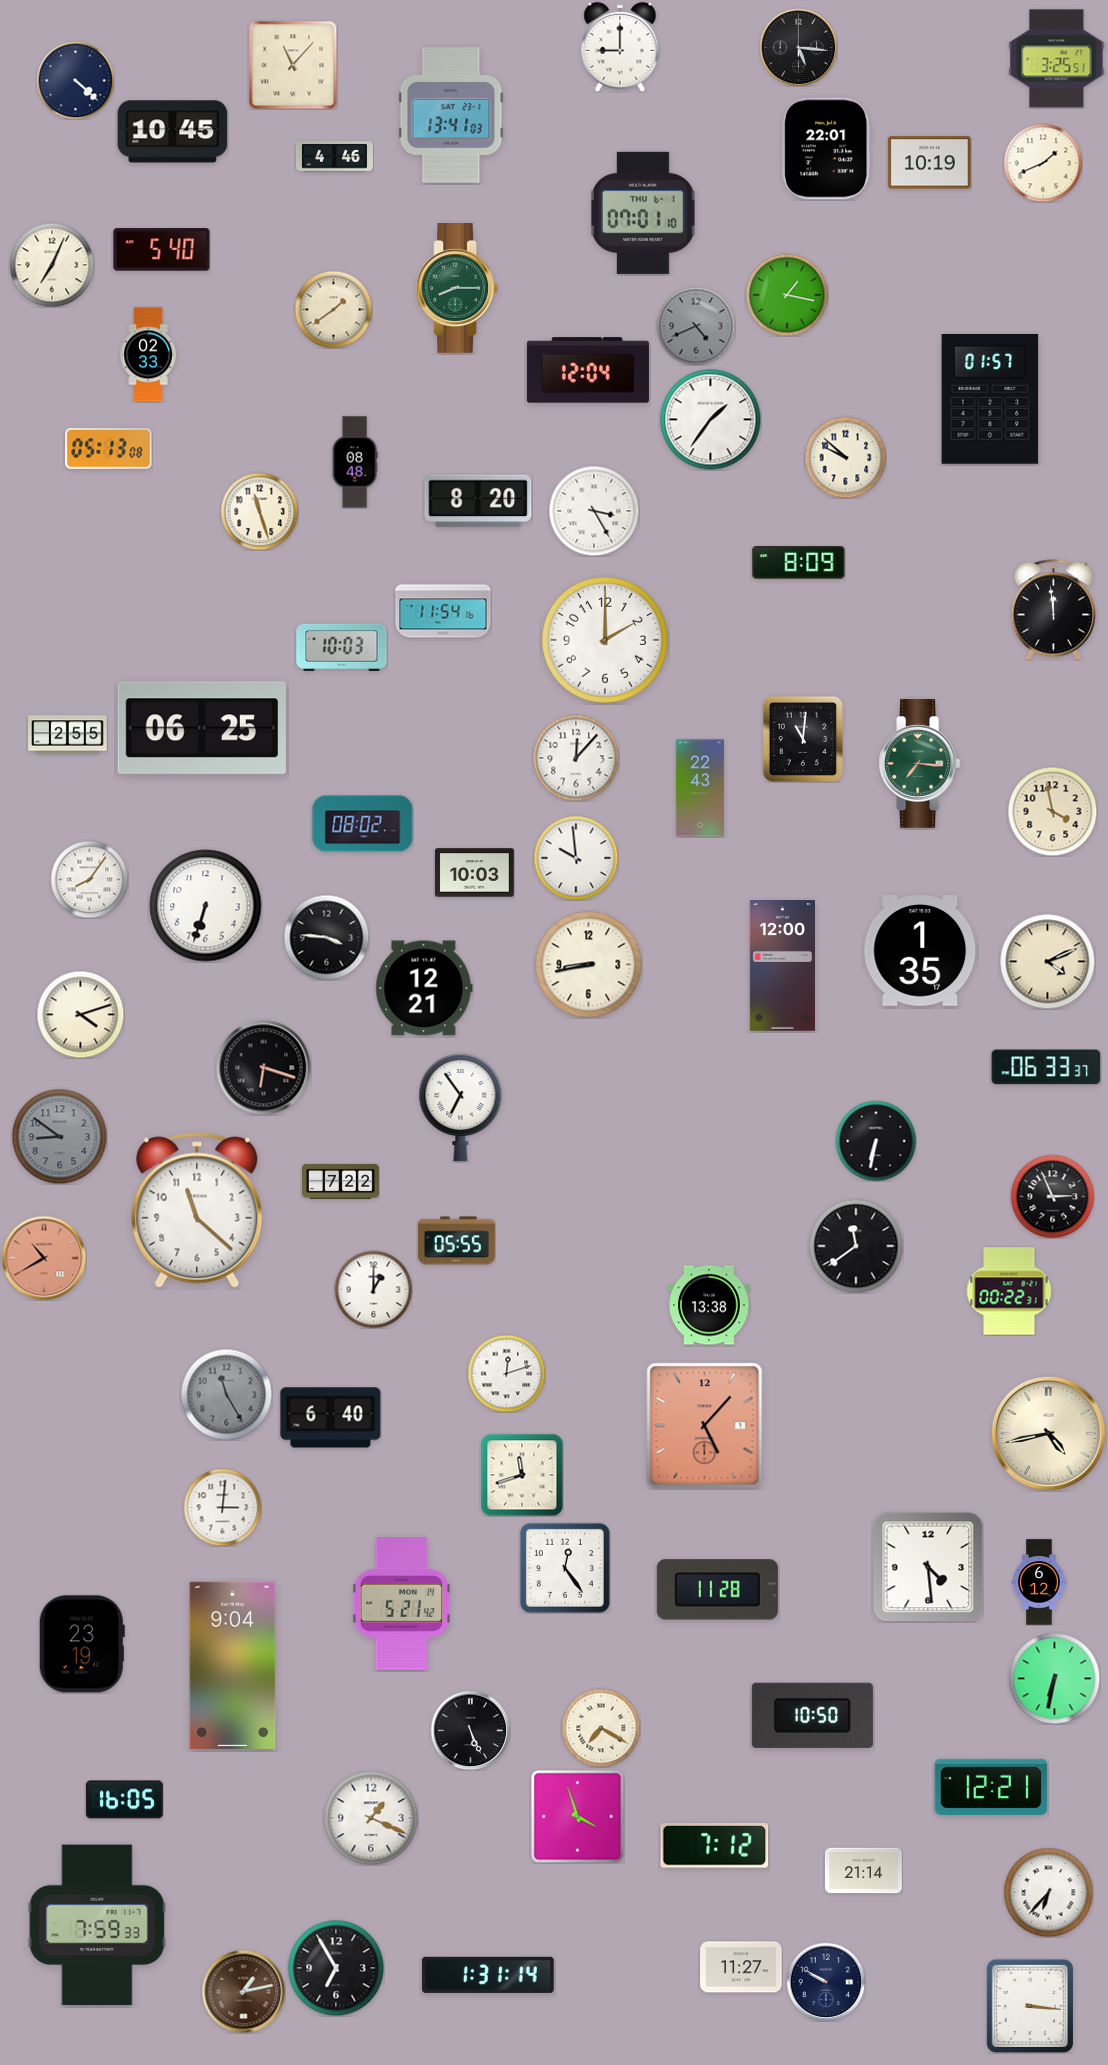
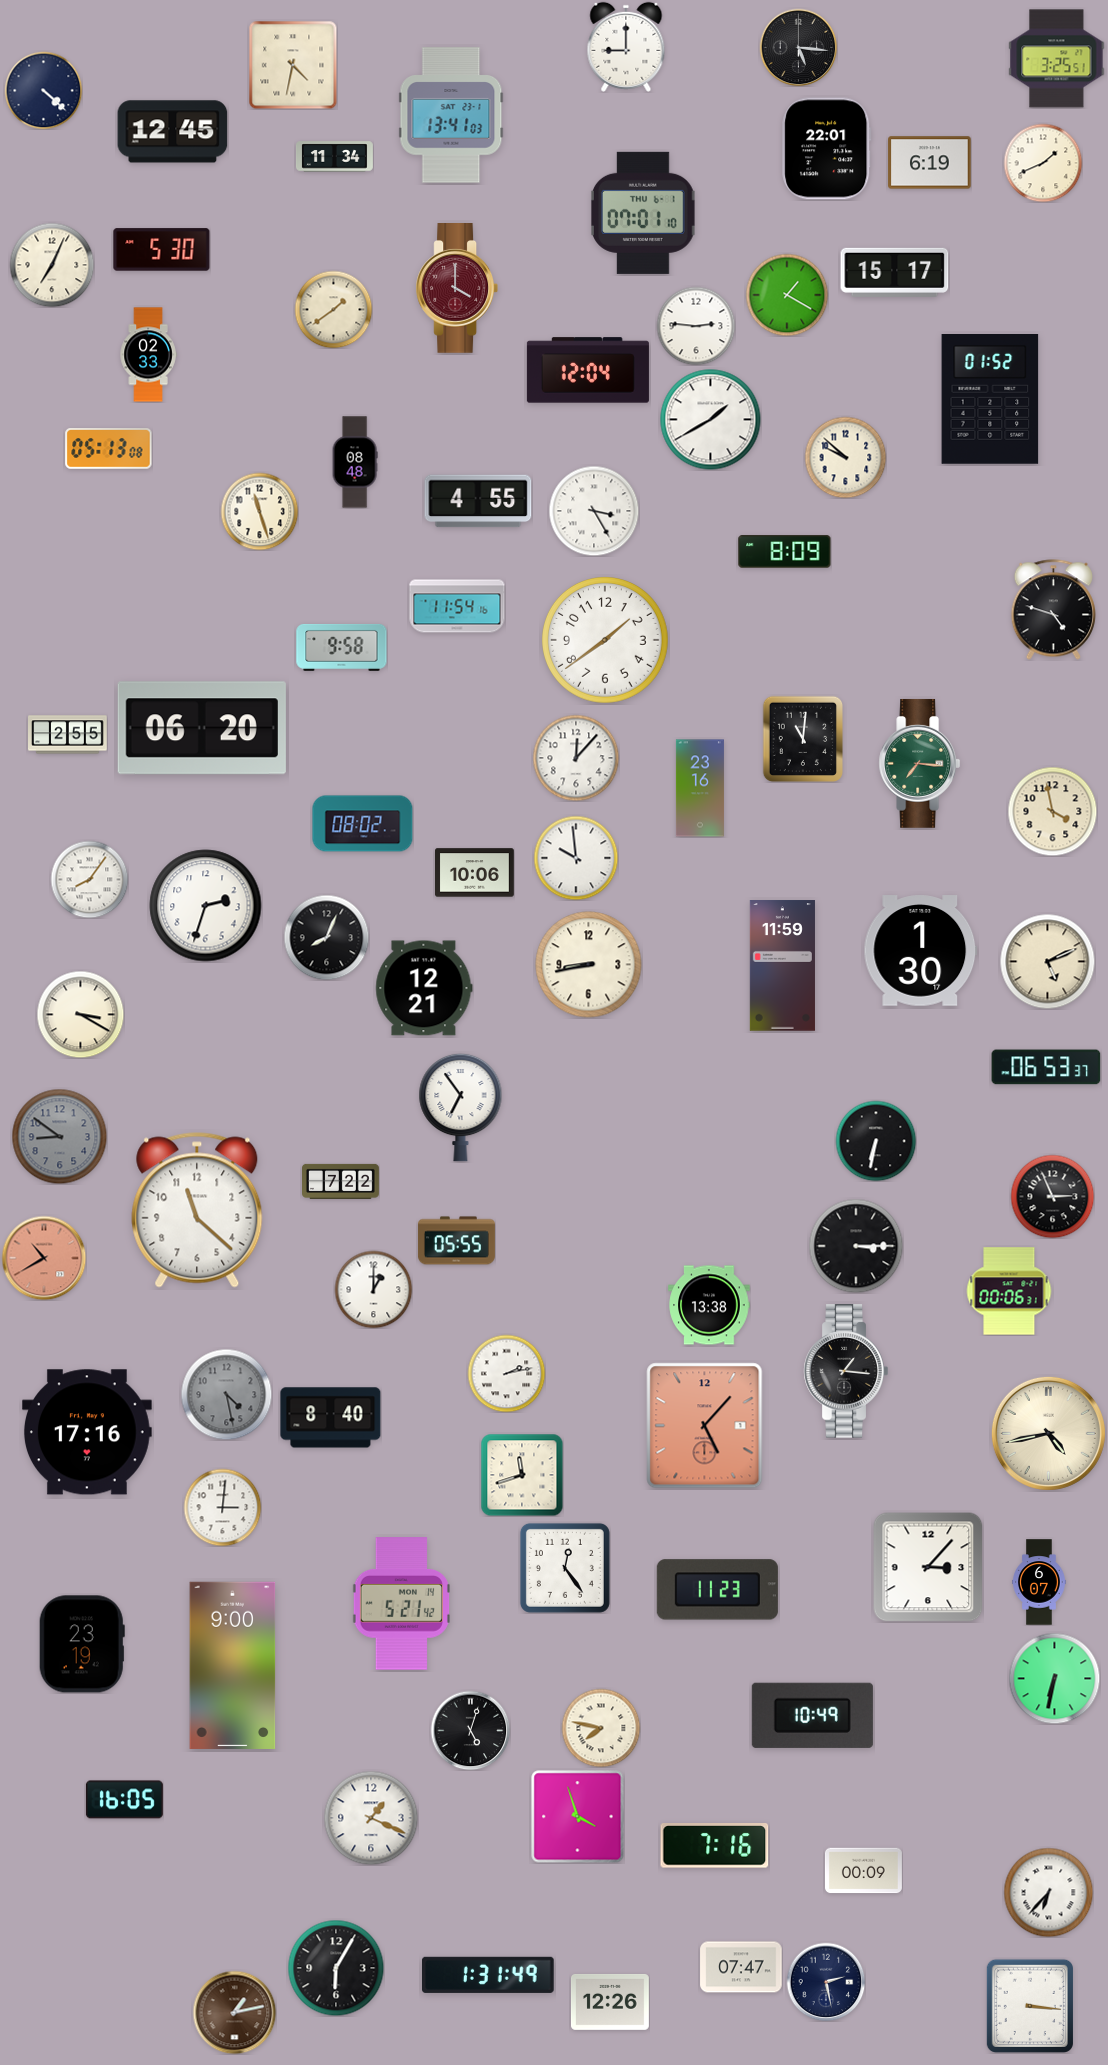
clock at (620, 47) position: (620, 47) -> (626, 47)
clock at (293, 65): 11:07 -> 4:32
clock at (75, 80) position: (75, 80) -> (43, 90)
clock at (173, 132): 10:45 -> 12:45
clock at (334, 157): 4:46 -> 11:34
clock at (930, 163): 10:19 -> 6:19
clock at (162, 250): 5:40 -> 5:30
clock at (895, 272): none -> 15:17
clock at (456, 289): 8:15 -> 4:00
clock at (456, 289) dial: green -> burgundy
clock at (787, 295): 1:17 -> 1:20
clock at (696, 326): 4:41 -> 2:46
clock at (696, 326) dial: grey -> white
clock at (990, 400): 01:57 -> 01:52
clock at (711, 420): 1:36 -> 1:40
clock at (478, 501): 8:20 -> 4:55
clock at (799, 563) position: (799, 563) -> (785, 552)
clock at (1053, 610): 11:59 -> 4:48
clock at (443, 611) position: (443, 611) -> (457, 606)
clock at (606, 641): 2:00 -> 1:39
clock at (342, 647): 10:03 -> 9:58
clock at (202, 728): 06:25 -> 06:20
clock at (700, 788): 22:43 -> 23:16
clock at (475, 873): 10:03 -> 10:06
clock at (206, 906): 6:33 -> 2:33
clock at (326, 937): 3:46 -> 8:04
clock at (921, 951): 1:35 -> 1:30
clock at (1047, 961): 4:11 -> 5:11
clock at (782, 966): 12:00 -> 11:59
clock at (80, 1014): 4:12 -> 3:20
clock at (263, 1067): 6:18 -> none
clock at (1046, 1067): 06:33 -> 06:53
clock at (856, 1246): 11:39 -> 3:15
clock at (1009, 1291): 00:22 -> 00:06
clock at (846, 1371): none -> 1:16
clock at (506, 1373): 12:12 -> 2:13
clock at (226, 1394): 11:25 -> 4:28
clock at (331, 1418): 6:40 -> 8:40
clock at (88, 1432): none -> 17:16
clock at (928, 1567): 4:29 -> 3:07
clock at (1039, 1582): 6:12 -> 6:07
clock at (717, 1590): 11:28 -> 11:23
clock at (233, 1665): 9:04 -> 9:00
clock at (812, 1715): 10:50 -> 10:49
clock at (601, 1728): 7:20 -> 7:47
clock at (470, 1730): 5:26 -> 5:03
clock at (991, 1787): 12:21 -> none
clock at (715, 1846): 7:12 -> 7:16
clock at (863, 1871): 21:14 -> 00:09
clock at (97, 1925): 7:59 -> none
clock at (741, 1967): 11:27 -> 07:47
clock at (336, 1968): 6:55 -> 6:05
clock at (489, 1975): 1:31:14 -> 1:31:49
clock at (826, 1982): 9:50 -> 2:28
clock at (243, 1991) position: (243, 1991) -> (234, 2012)
clock at (610, 2002): none -> 12:26
